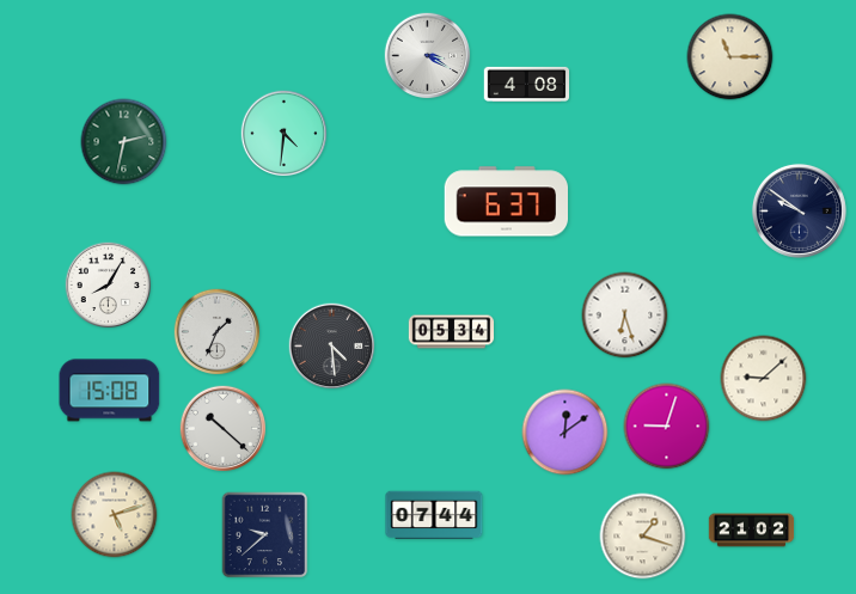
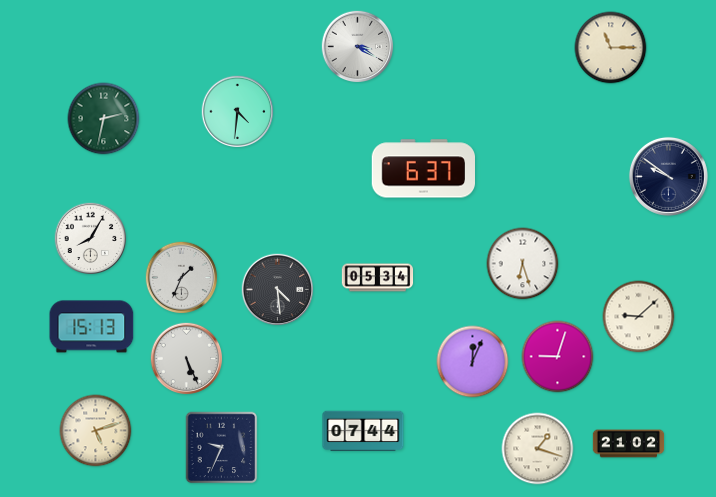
clock at (527, 84): 4:08 -> none
clock at (110, 391): 15:08 -> 15:13
clock at (224, 429): 10:22 -> 5:26
clock at (565, 433): 12:09 -> 12:04
clock at (265, 535): 9:38 -> 9:34
